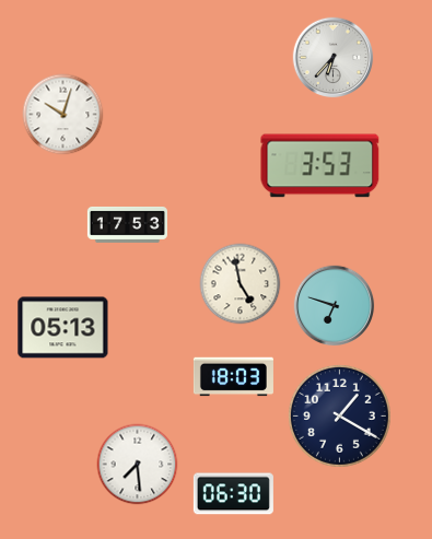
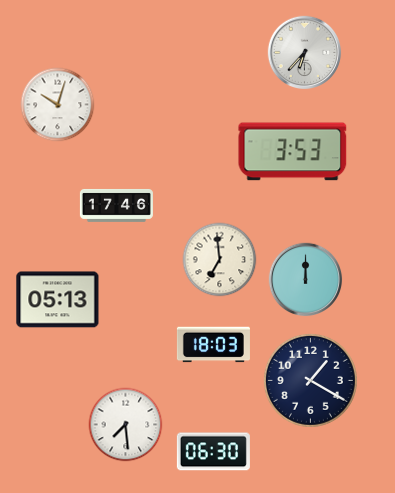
clock at (127, 224): 17:53 -> 17:46
clock at (241, 284): 4:58 -> 6:59
clock at (335, 306): 6:48 -> 12:00
